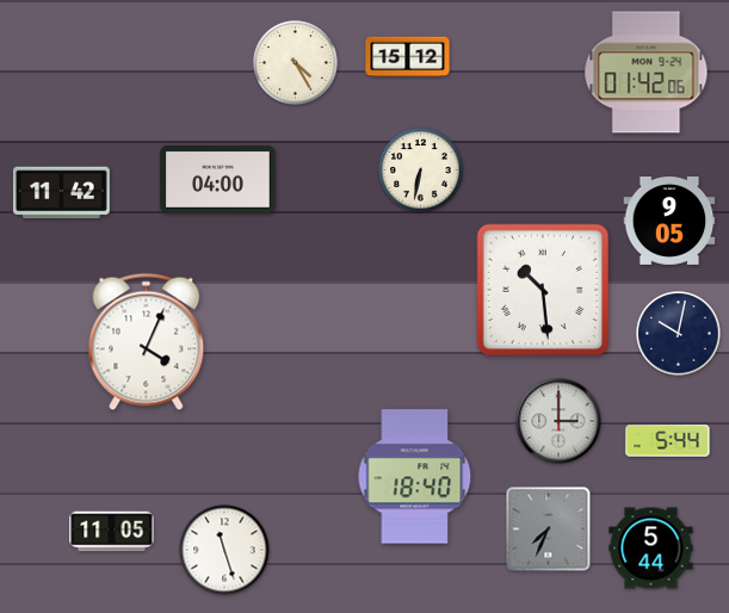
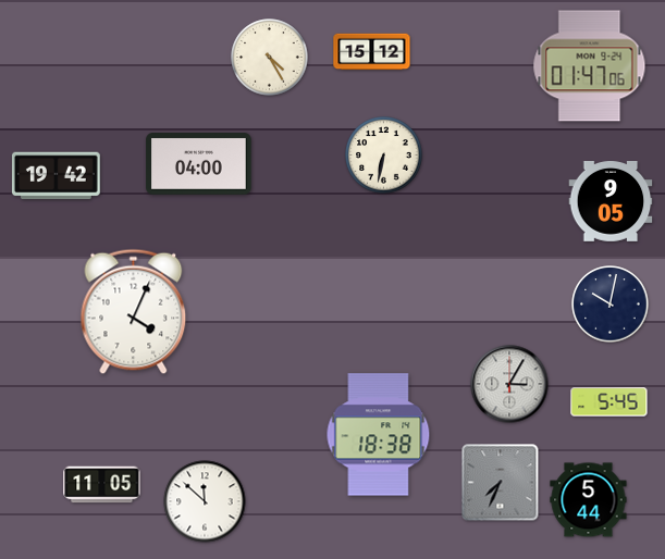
clock at (647, 73): 01:42 -> 01:47
clock at (61, 193): 11:42 -> 19:42
clock at (543, 290): 10:29 -> none
clock at (679, 334) position: (679, 334) -> (611, 305)
clock at (558, 421): 3:00 -> 3:05
clock at (668, 441): 5:44 -> 5:45
clock at (415, 477): 18:40 -> 18:38
clock at (651, 549) position: (651, 549) -> (589, 500)
clock at (224, 550): 11:27 -> 11:52
